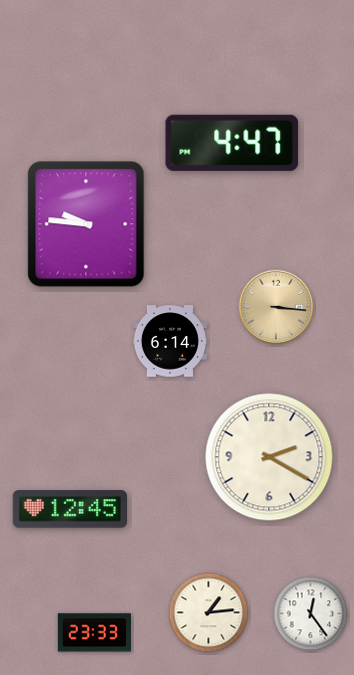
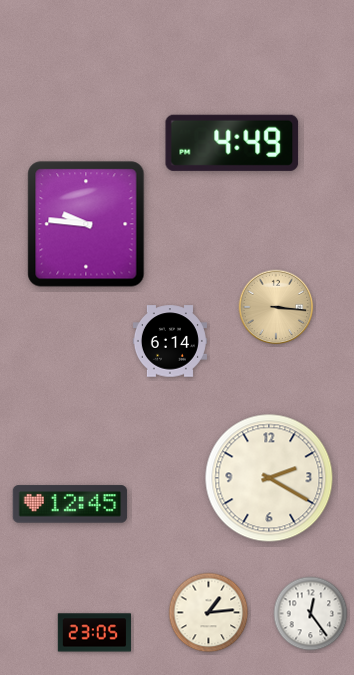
clock at (232, 143): 4:47 -> 4:49
clock at (269, 457) position: (269, 457) -> (269, 478)
clock at (70, 509) position: (70, 509) -> (70, 504)
clock at (94, 633): 23:33 -> 23:05
